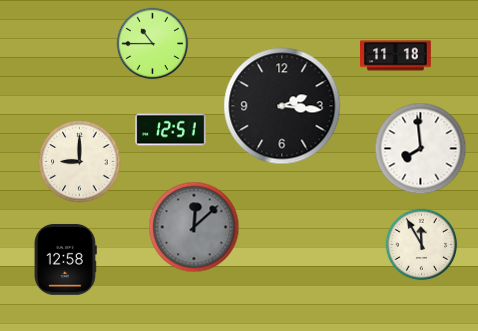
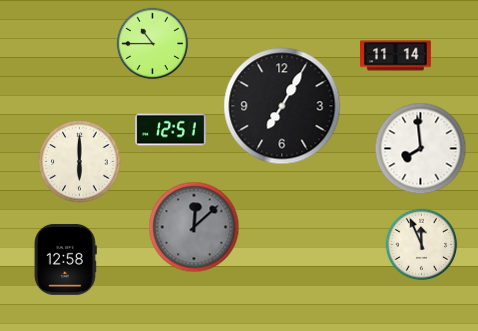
clock at (396, 56): 11:18 -> 11:14
clock at (282, 106): 2:16 -> 7:05
clock at (80, 162): 9:00 -> 6:00
clock at (422, 245): 11:55 -> 11:56
